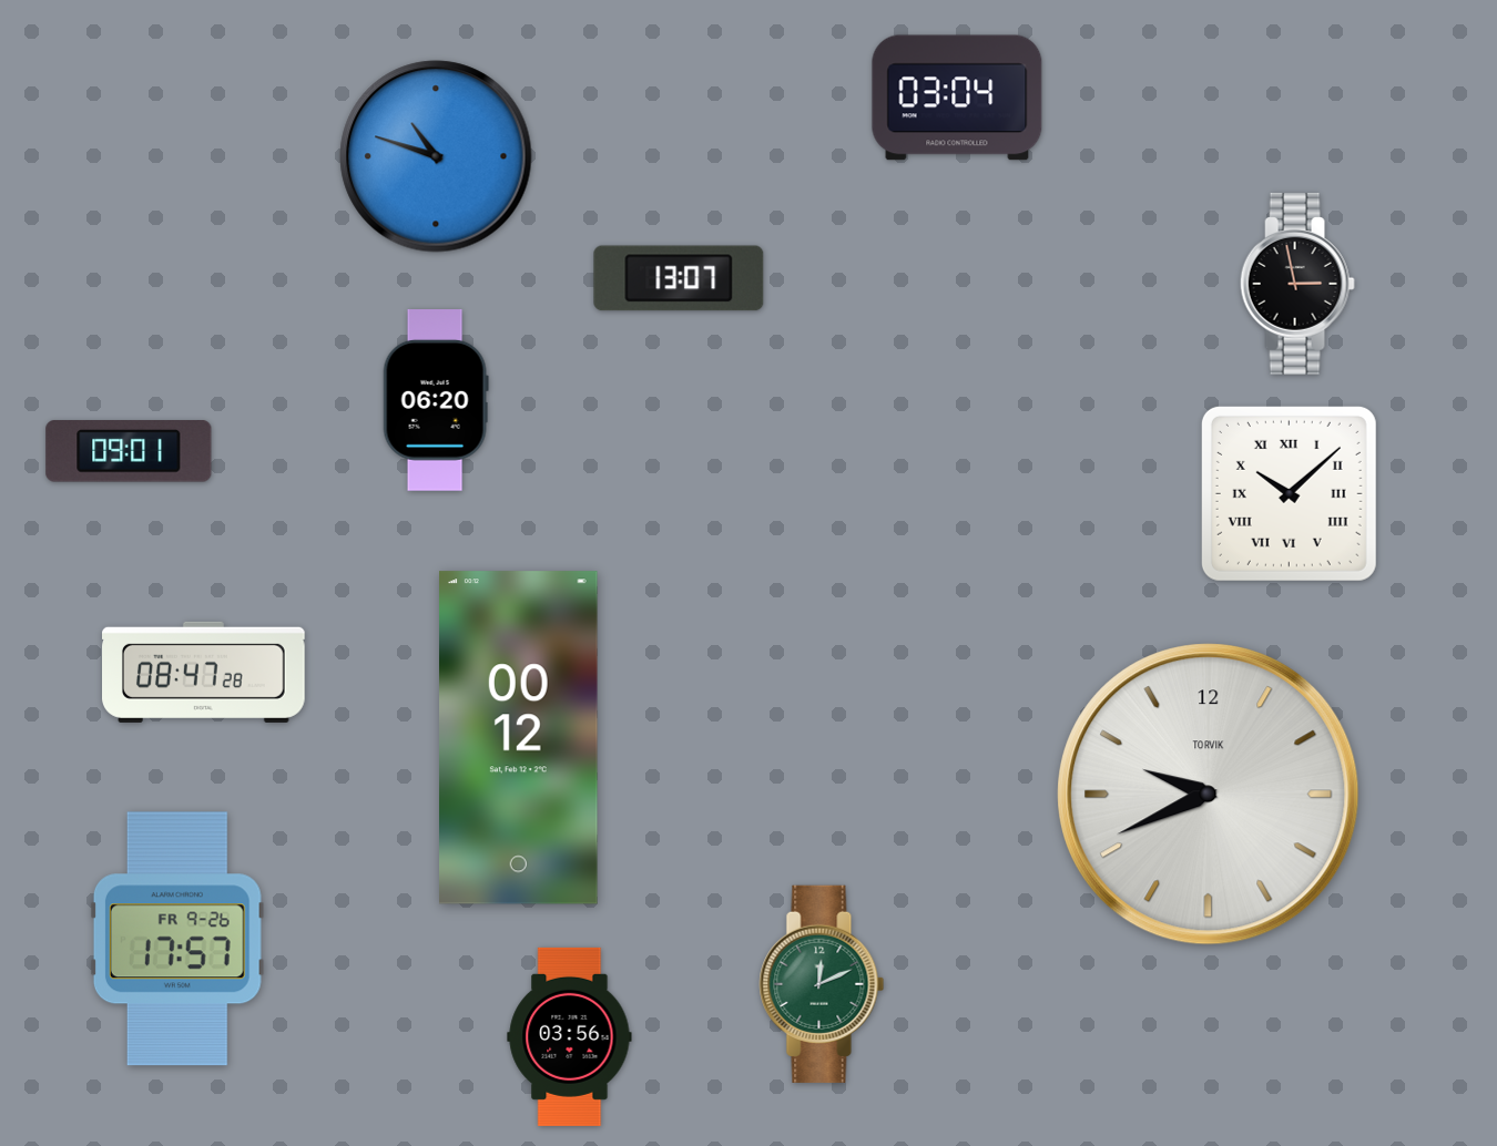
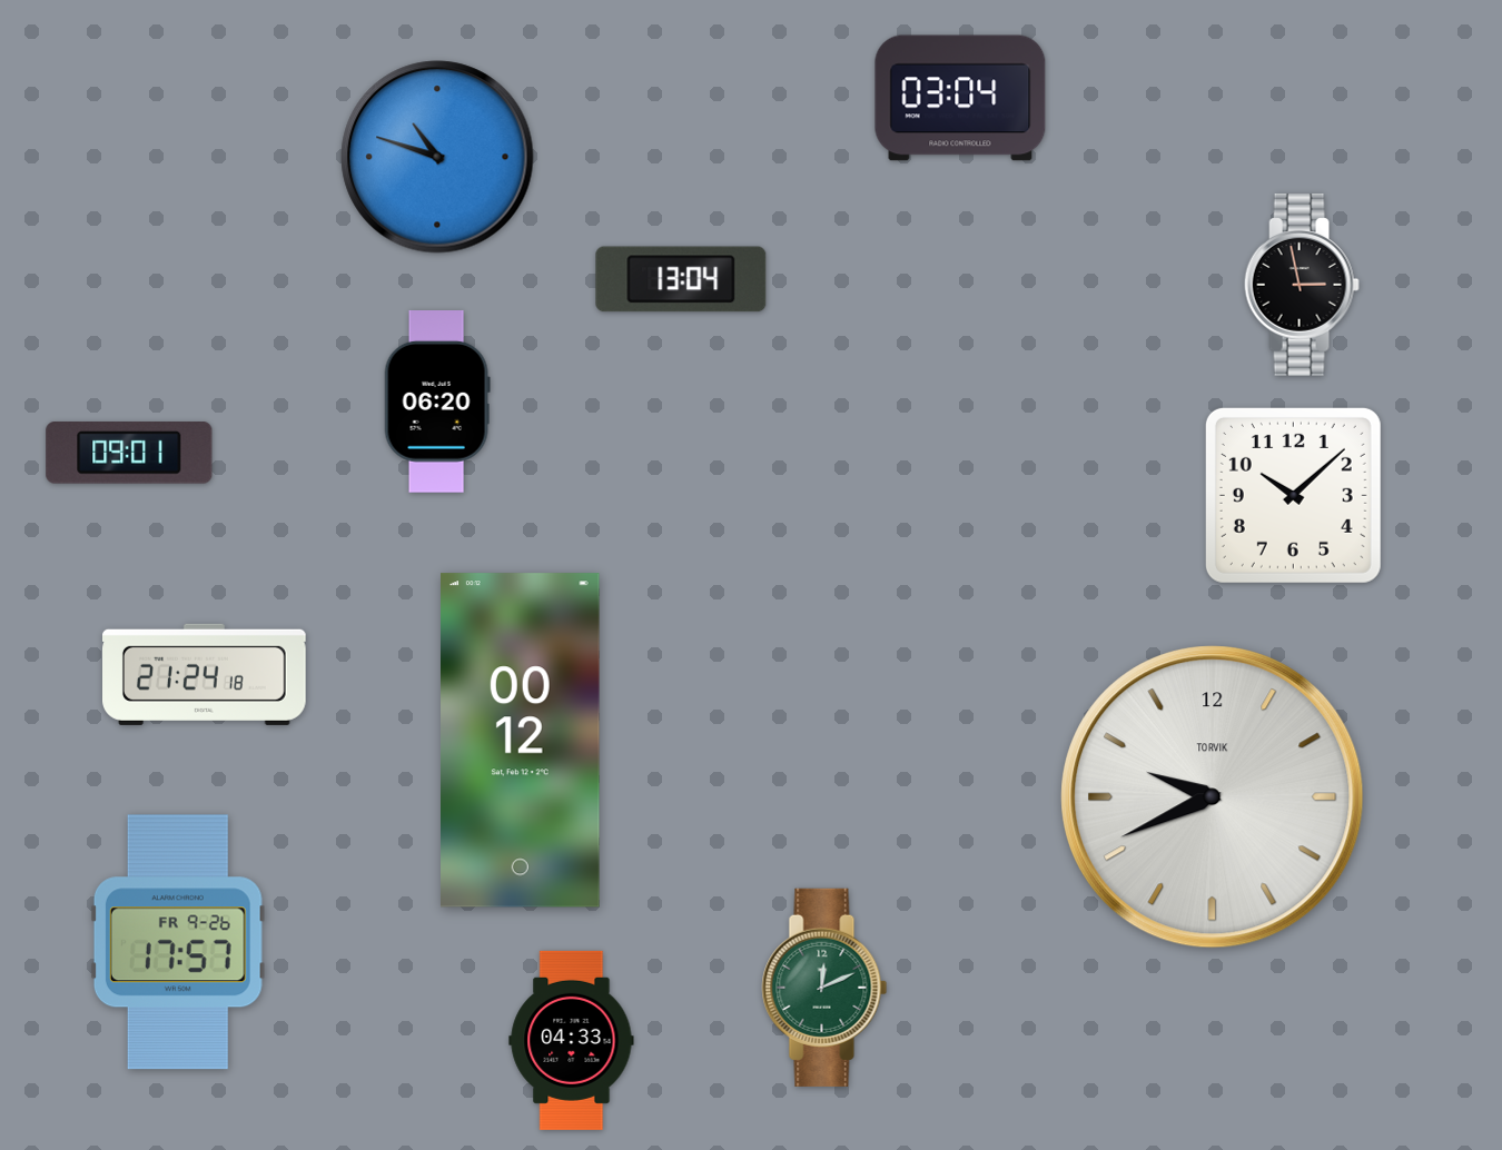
clock at (679, 278): 13:07 -> 13:04
clock at (1289, 493) numerals: Roman -> Arabic
clock at (204, 672): 08:47 -> 21:24
clock at (570, 1036): 03:56 -> 04:33
